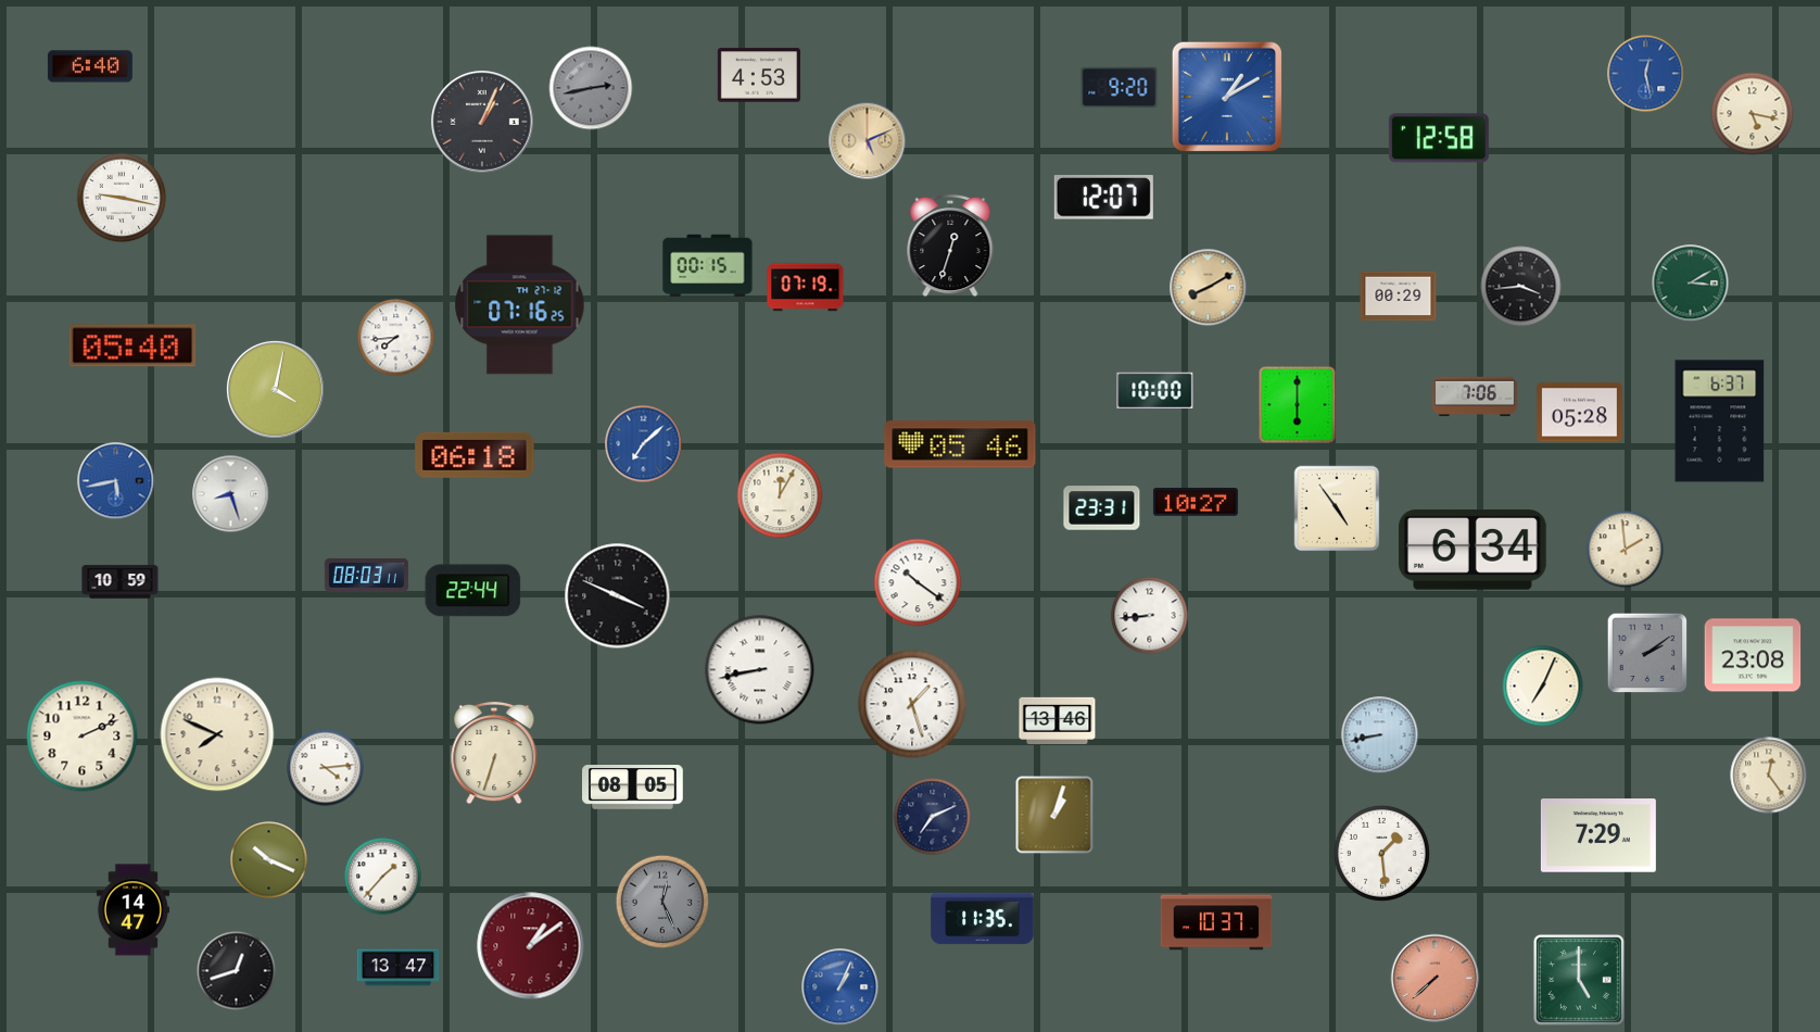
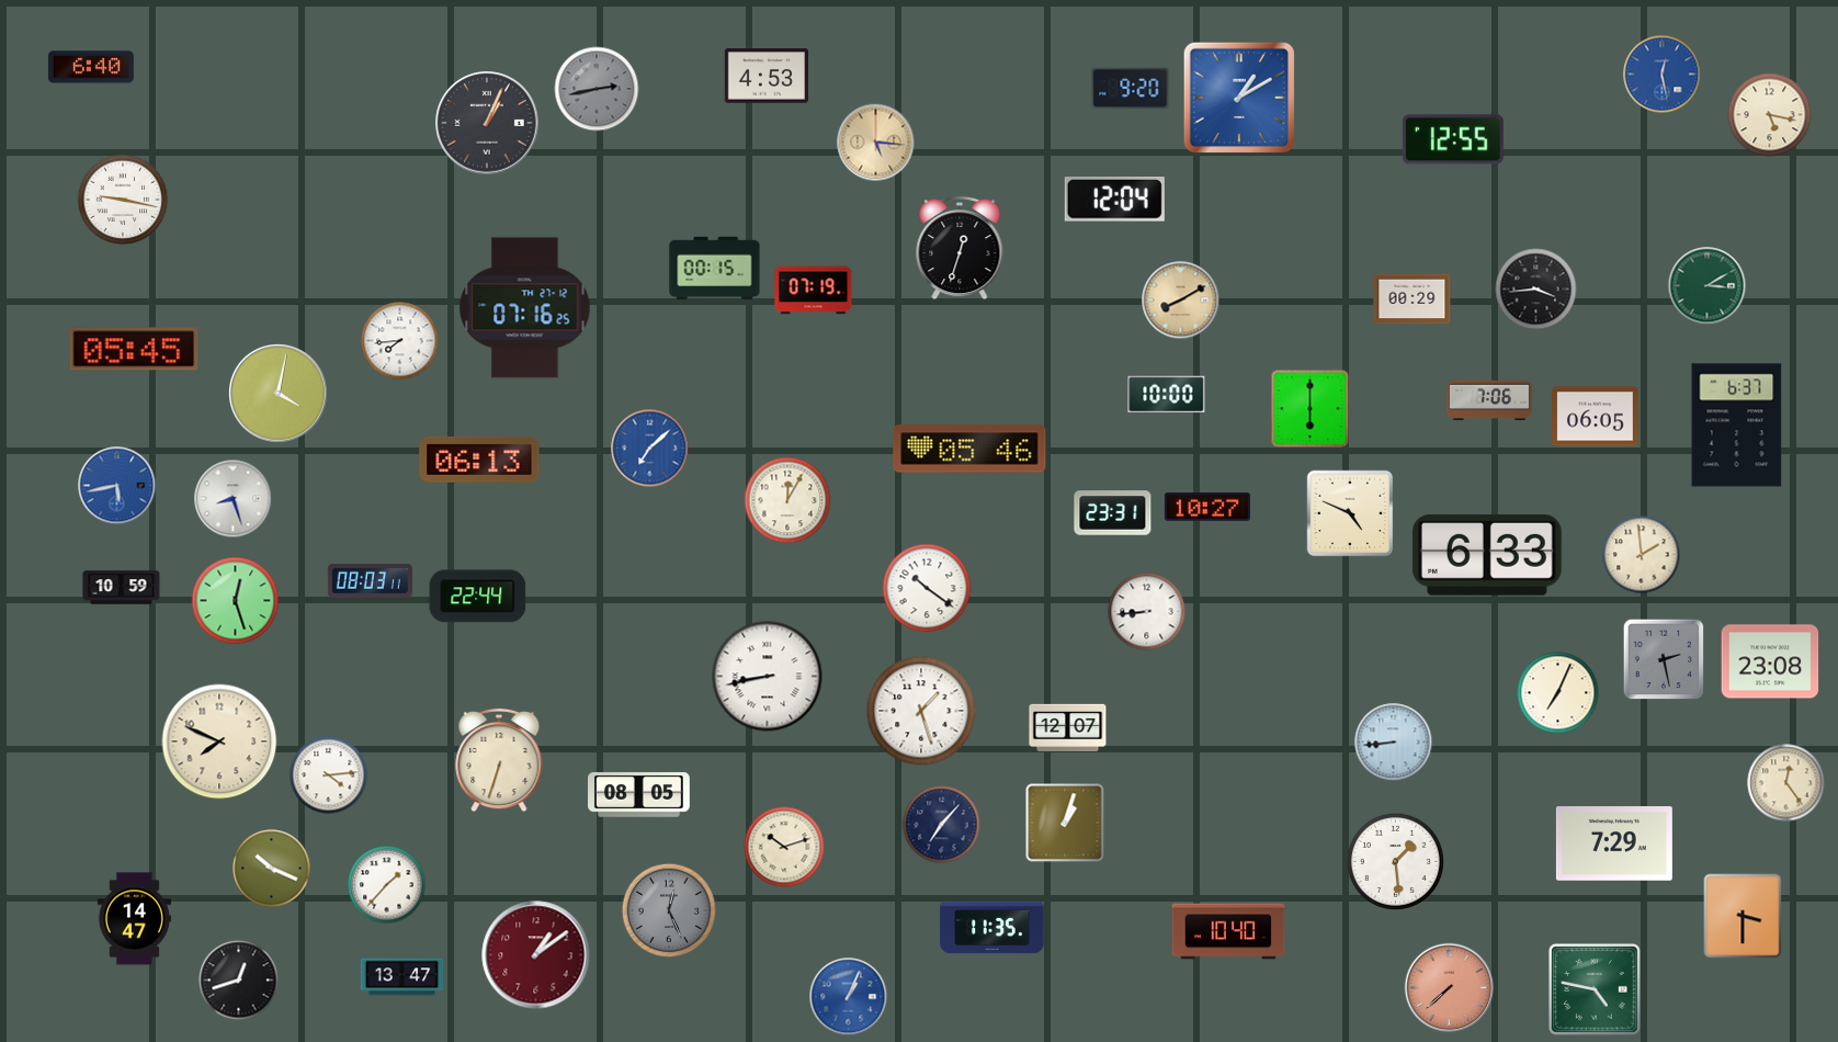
clock at (1439, 138): 12:58 -> 12:55
clock at (868, 141): 5:11 -> 5:16
clock at (1103, 198): 12:07 -> 12:04
clock at (1209, 288) position: (1209, 288) -> (1181, 301)
clock at (132, 345): 05:40 -> 05:45
clock at (1580, 413): 05:28 -> 06:05
clock at (475, 455): 06:18 -> 06:13
clock at (1337, 508): 4:54 -> 4:49
clock at (1474, 550): 6:34 -> 6:33
clock at (236, 601): none -> 12:27
clock at (618, 596): 3:49 -> none
clock at (1150, 616) position: (1150, 616) -> (1147, 612)
clock at (1647, 653): 2:09 -> 2:28
clock at (1058, 720): 13:46 -> 12:07
clock at (1380, 735): 8:43 -> 8:44
clock at (83, 737): 2:11 -> none
clock at (933, 817): 7:11 -> 7:07
clock at (784, 847): none -> 10:12
clock at (1743, 916): none -> 3:30
clock at (1216, 922): 10:37 -> 10:40
clock at (1579, 980): 5:00 -> 4:47
